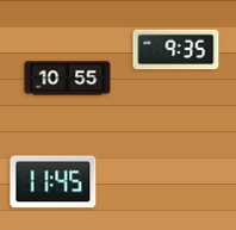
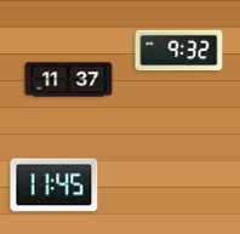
clock at (176, 50): 9:35 -> 9:32
clock at (68, 79): 10:55 -> 11:37
